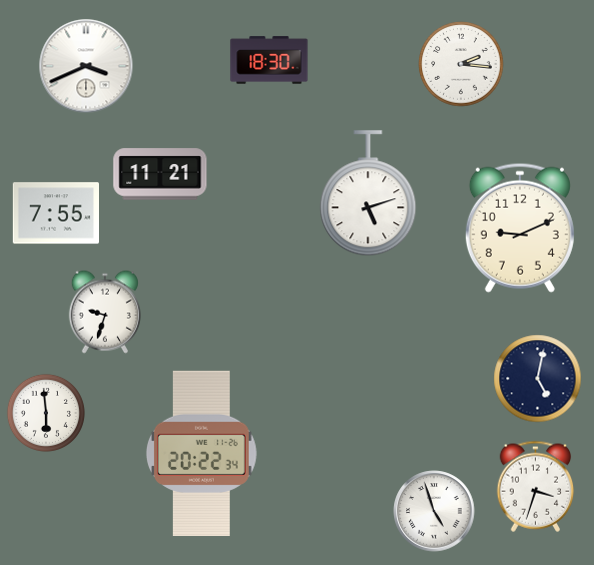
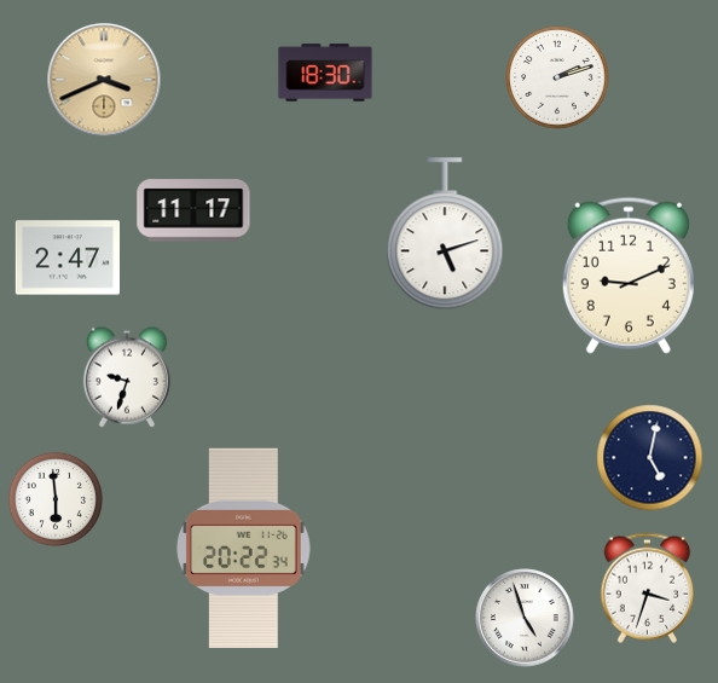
clock at (461, 64): 2:16 -> 2:12
clock at (86, 66) dial: white -> champagne
clock at (160, 174): 11:21 -> 11:17
clock at (55, 213): 7:55 -> 2:47
